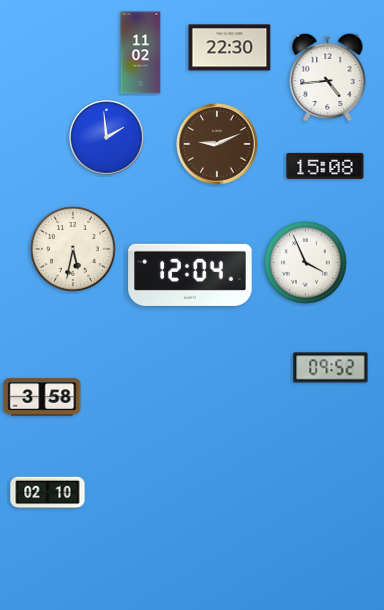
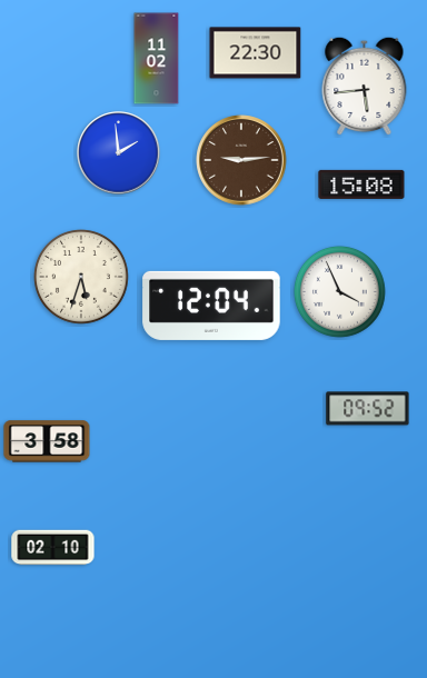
clock at (328, 77): 4:44 -> 5:44
clock at (217, 144): 9:11 -> 9:14
clock at (74, 250): 5:32 -> 5:33
